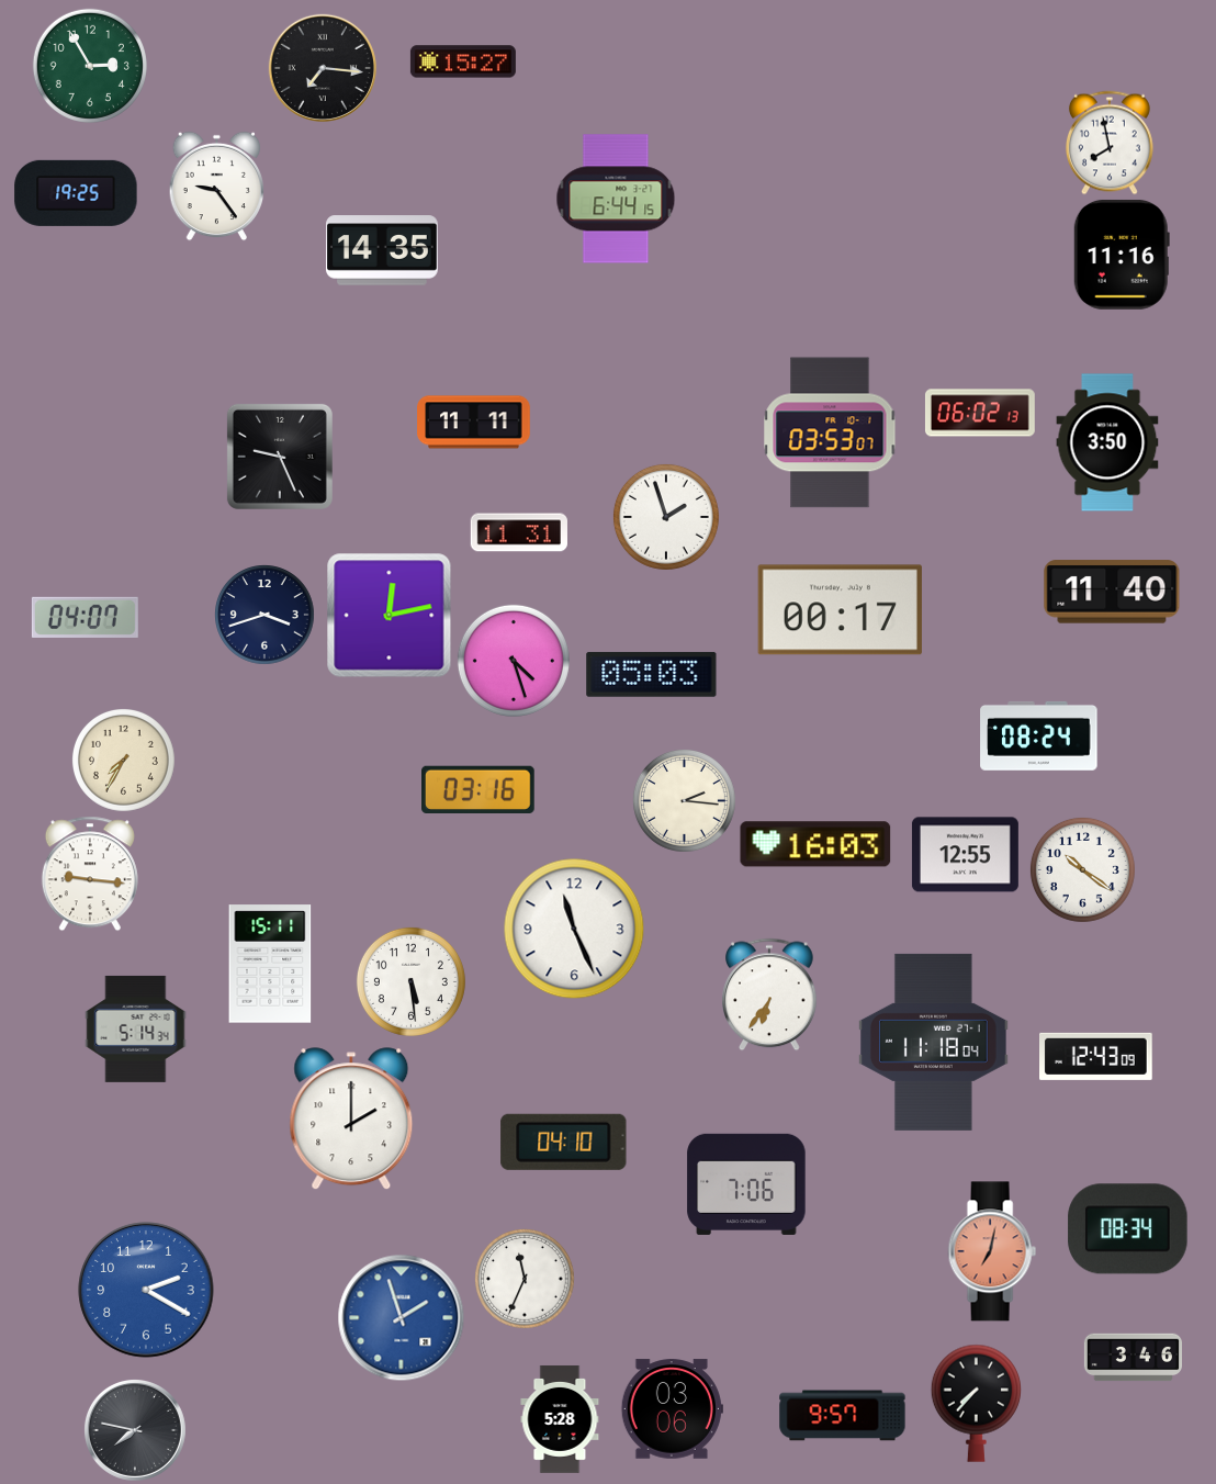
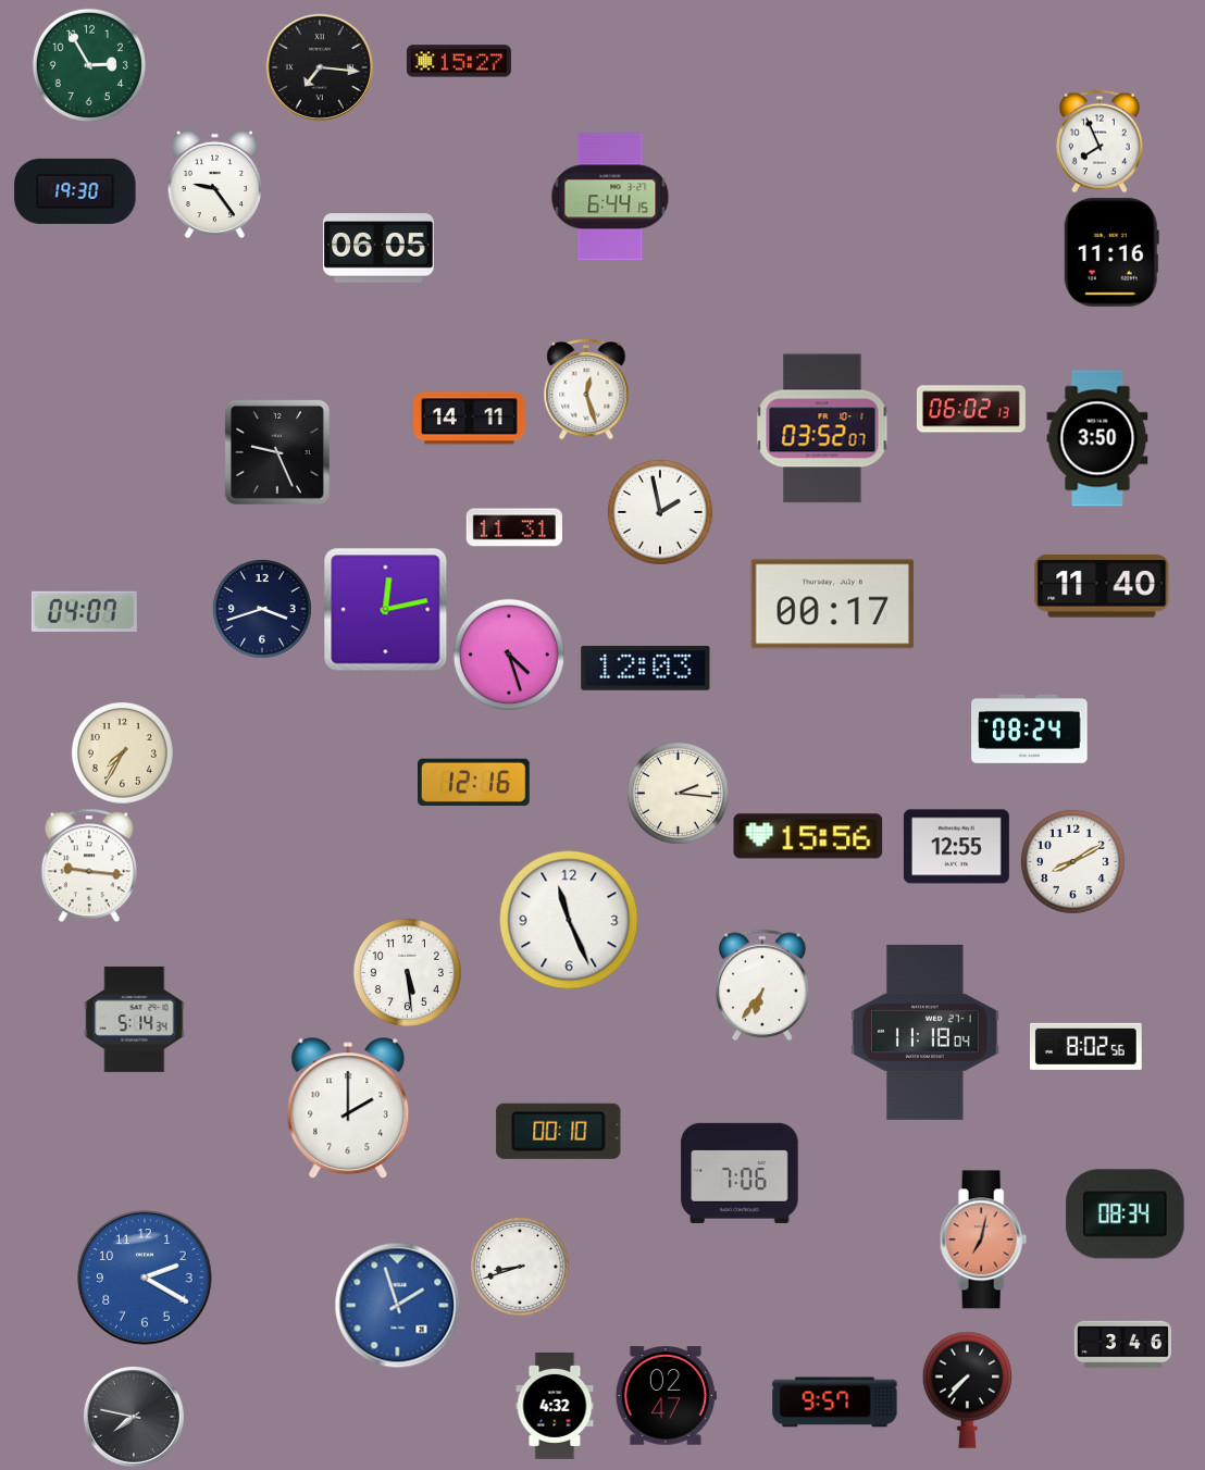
clock at (1110, 143): 7:58 -> 7:56
clock at (76, 193): 19:25 -> 19:30
clock at (383, 250): 14:35 -> 06:05
clock at (586, 389): none -> 12:27
clock at (474, 423): 11:11 -> 14:11
clock at (830, 432): 03:53 -> 03:52
clock at (666, 517): 1:57 -> 1:58
clock at (652, 674): 05:03 -> 12:03
clock at (478, 789): 03:16 -> 12:16
clock at (815, 844): 16:03 -> 15:56
clock at (1082, 869): 10:21 -> 8:10
clock at (270, 964): 15:11 -> none
clock at (1096, 1056): 12:43 -> 8:02
clock at (564, 1142): 04:10 -> 00:10
clock at (1128, 1229) position: (1128, 1229) -> (1126, 1214)
clock at (525, 1279): 11:34 -> 8:42
clock at (672, 1409): 03:06 -> 02:47
clock at (560, 1419): 5:28 -> 4:32
